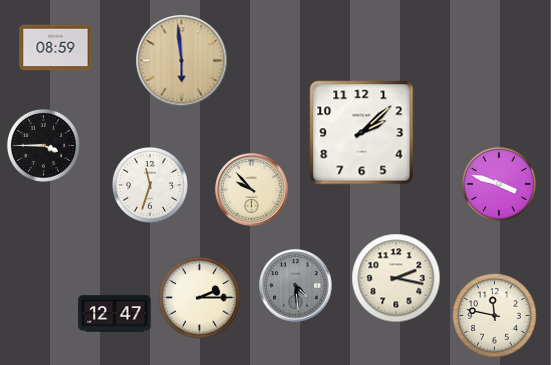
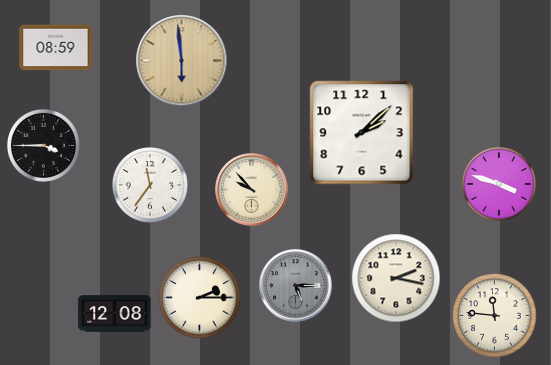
clock at (150, 185): 11:33 -> 11:36
clock at (296, 286): 4:29 -> 5:15
clock at (115, 314): 12:47 -> 12:08
clock at (495, 316): 11:47 -> 11:46
